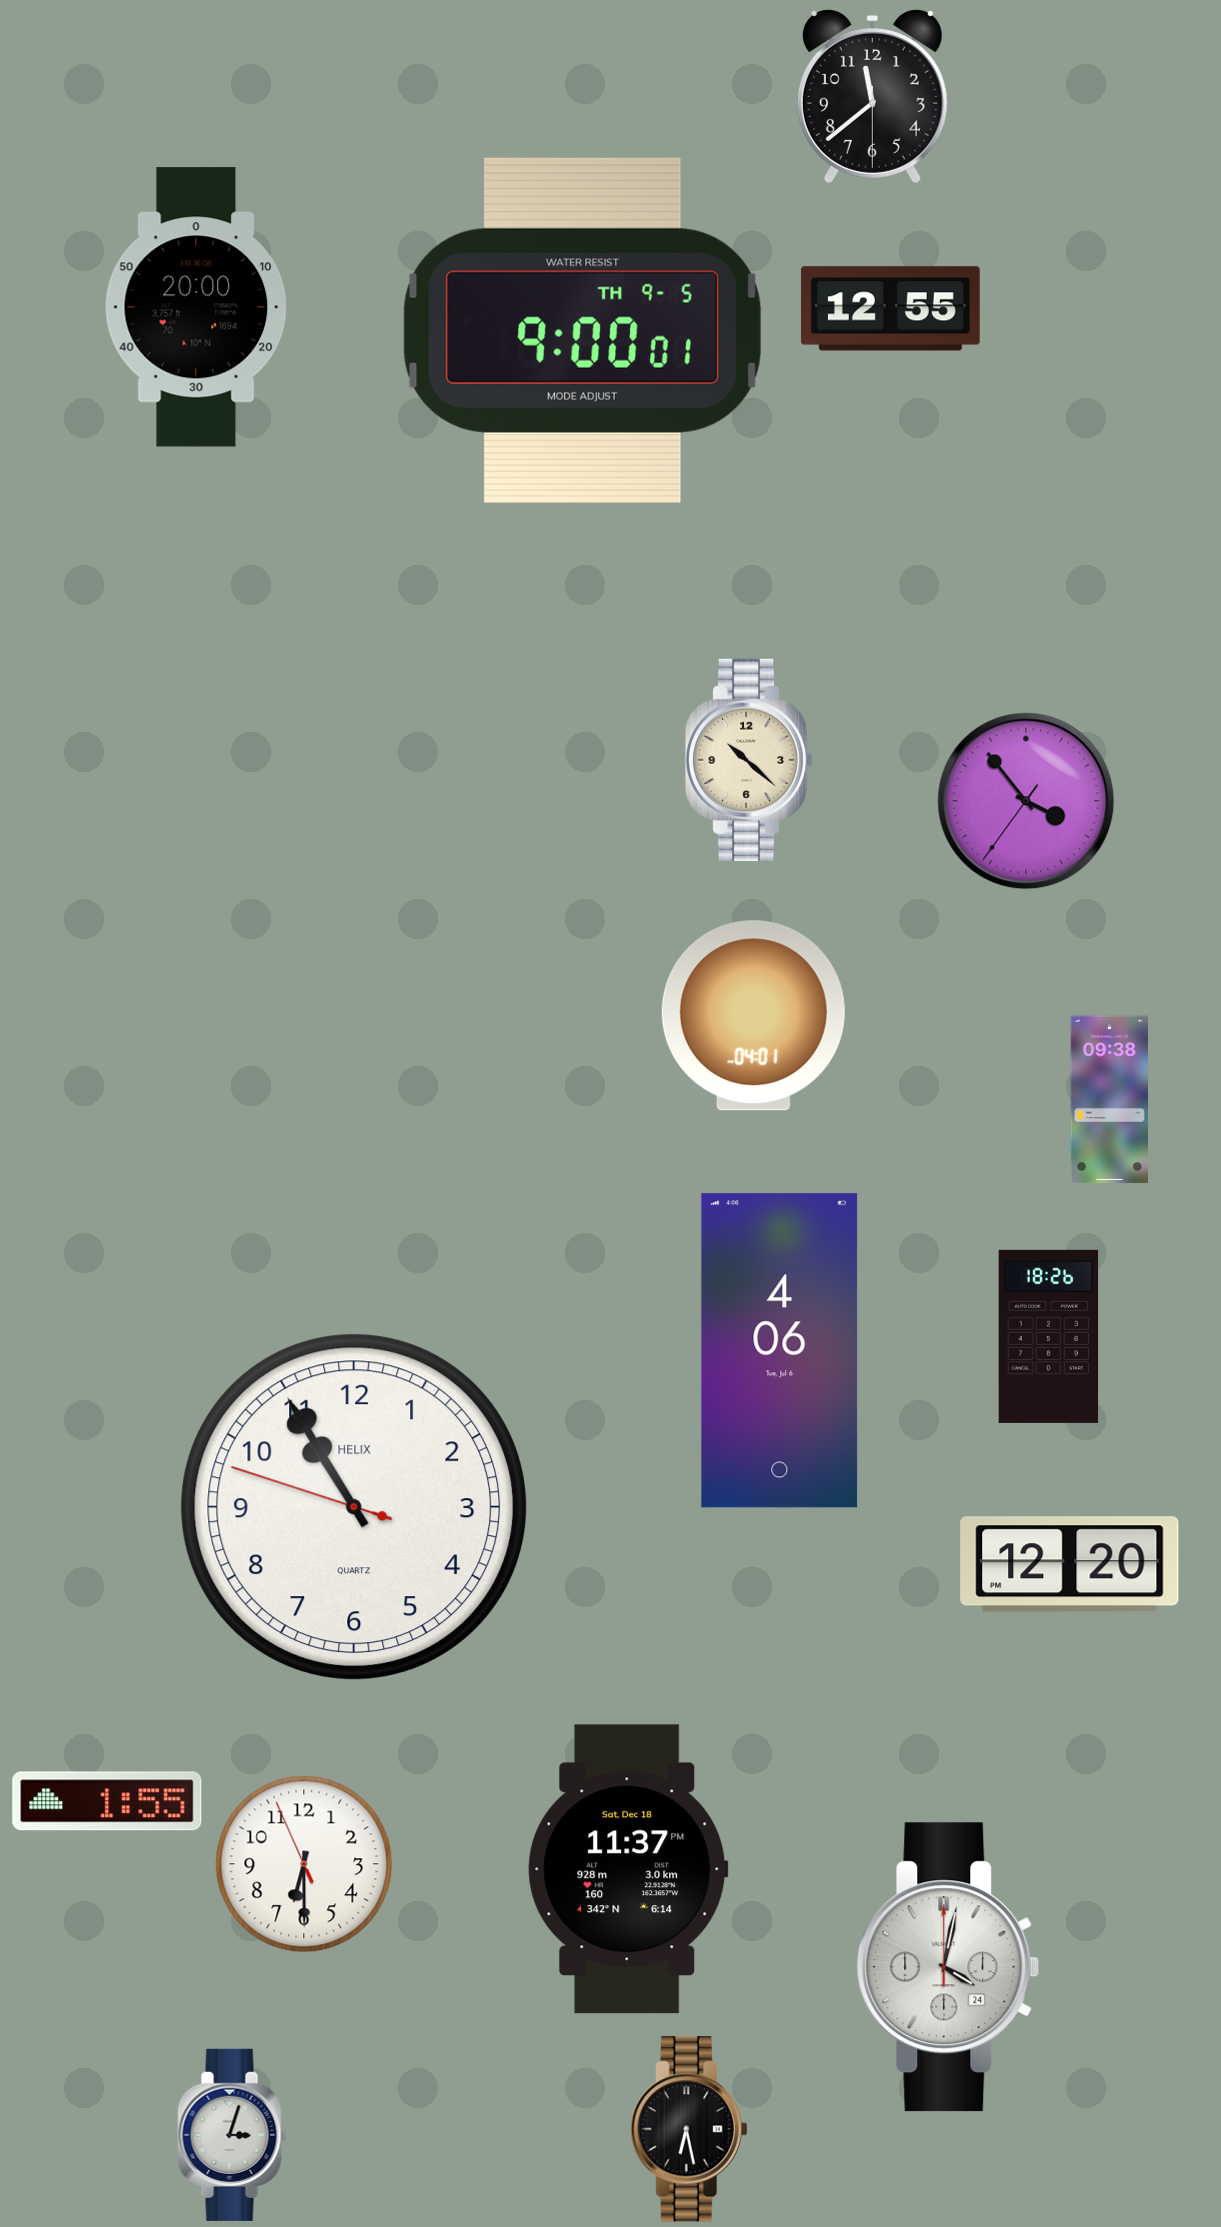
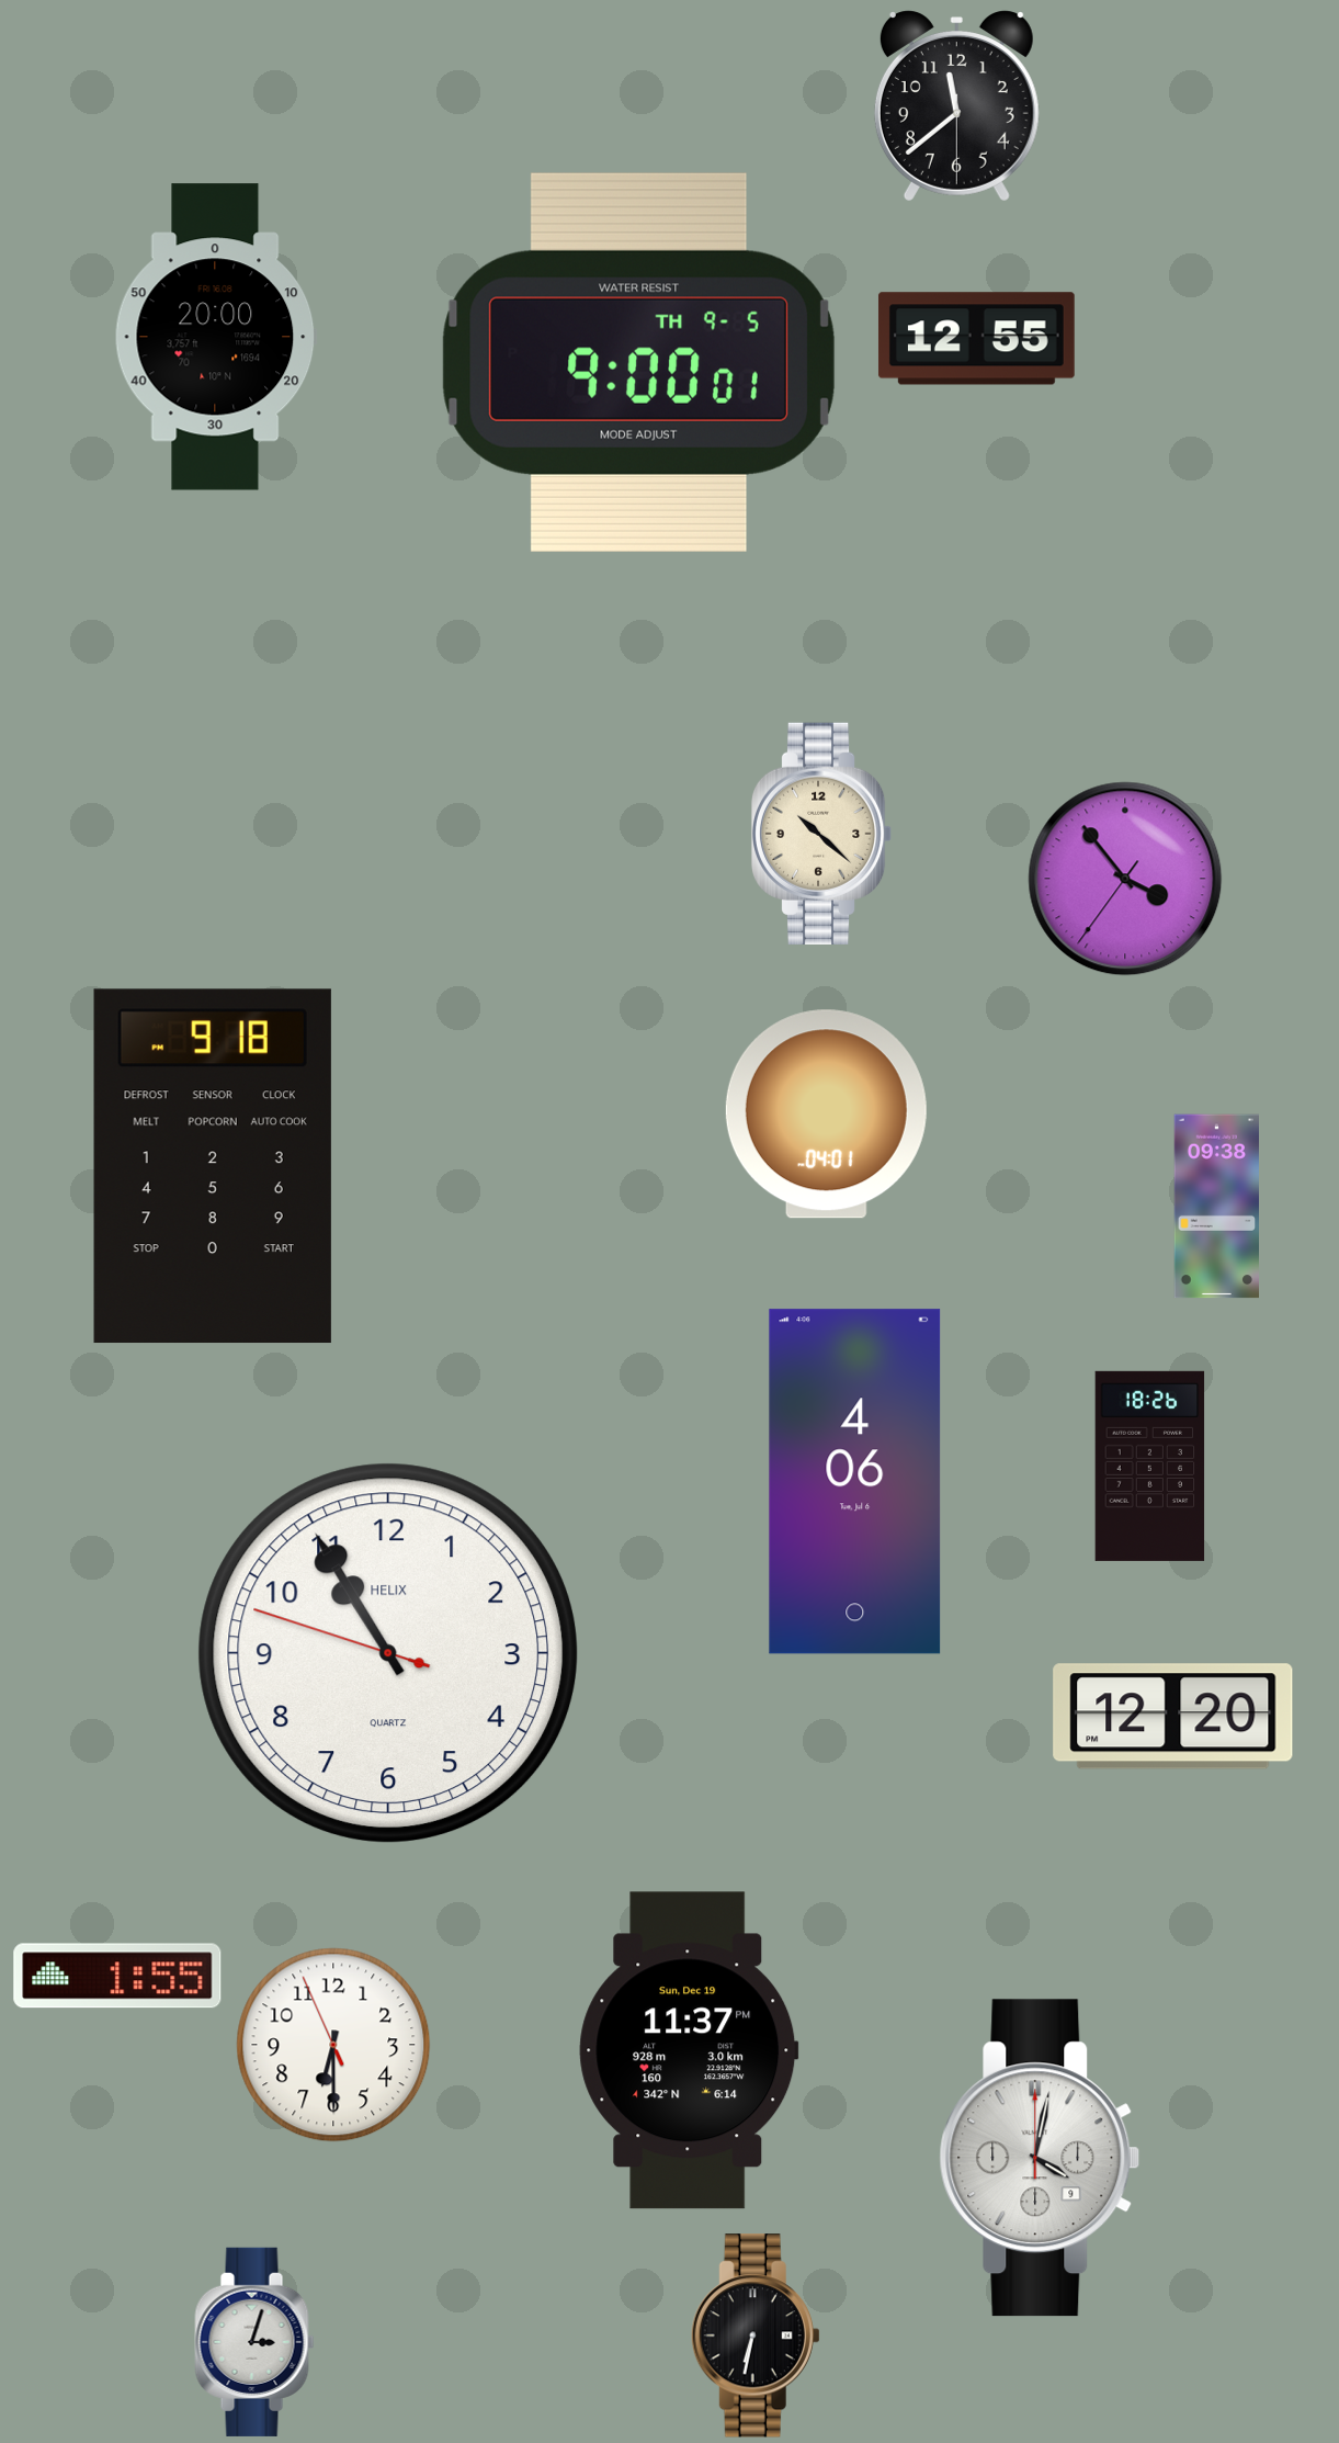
clock at (213, 1166): none -> 9:18
clock at (628, 1869) date: Sat, Dec 18 -> Sun, Dec 19
clock at (948, 1967) date: 24 -> 9
clock at (689, 2129): 6:28 -> 6:32
